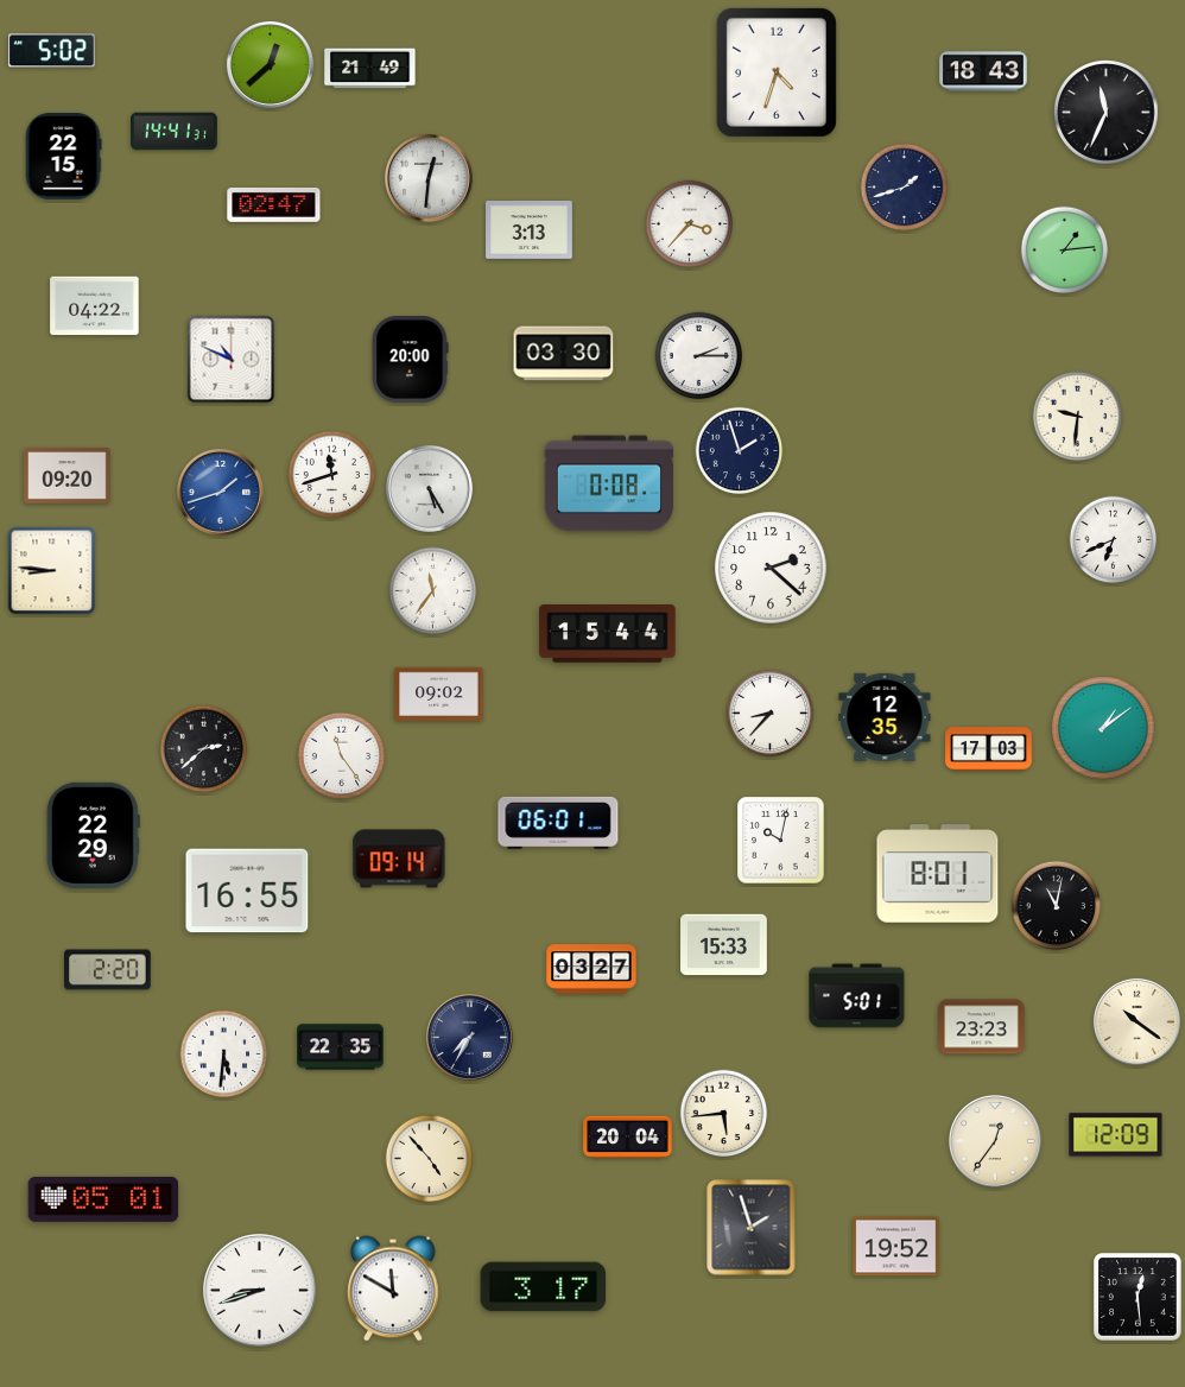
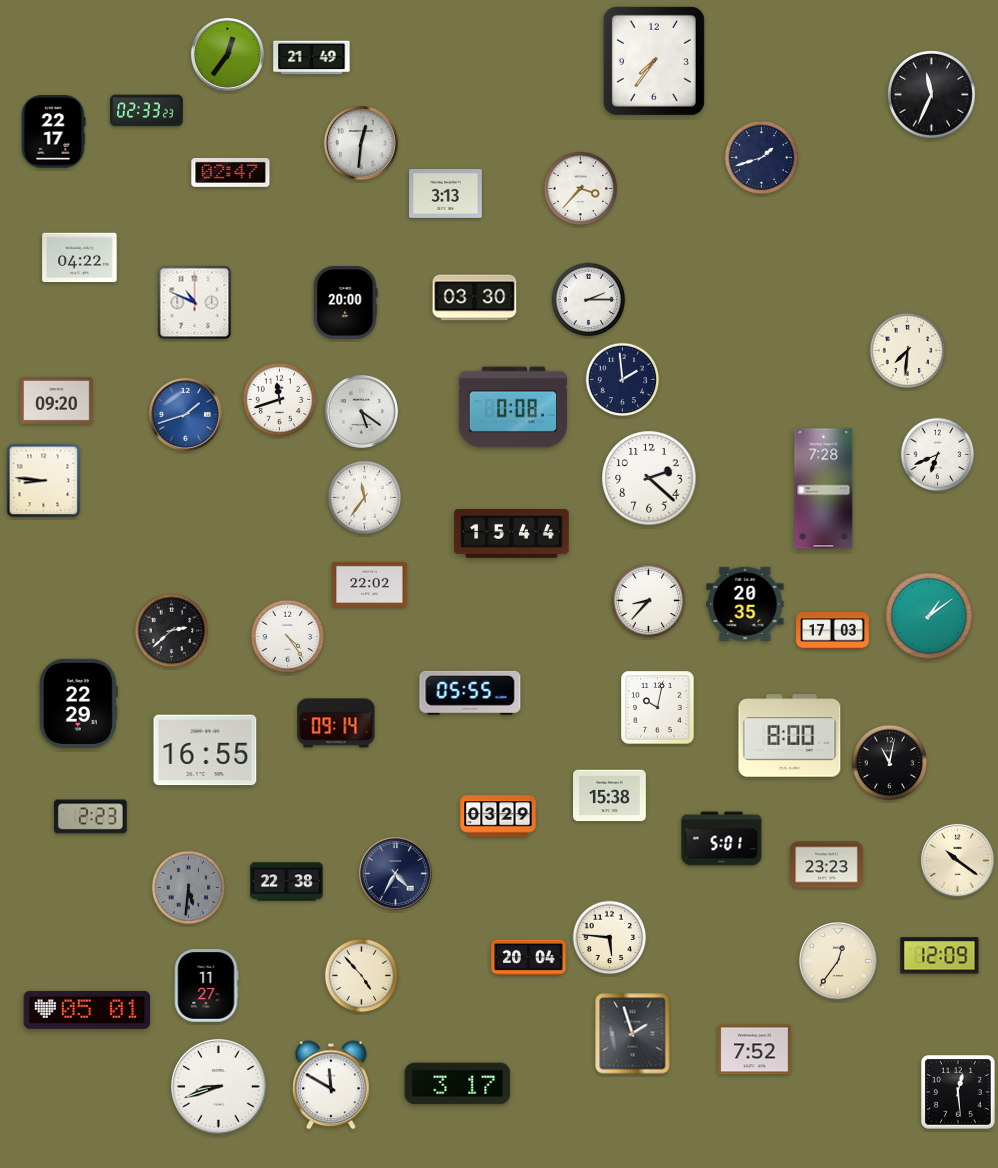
clock at (52, 51): 5:02 -> none
clock at (270, 64): 12:38 -> 12:36
clock at (983, 71): 18:43 -> none
clock at (777, 72): 4:33 -> 7:36
clock at (175, 132): 14:41 -> 02:33
clock at (63, 157): 22:15 -> 22:17
clock at (429, 178) position: (429, 178) -> (361, 143)
clock at (1065, 251): 1:14 -> none
clock at (1078, 417): 9:31 -> 7:31
clock at (740, 451): 1:57 -> 1:59
clock at (429, 488): 5:25 -> 5:21
clock at (824, 489): none -> 7:28
clock at (439, 693): 09:02 -> 22:02
clock at (885, 717): 12:35 -> 20:35
clock at (1104, 729) position: (1104, 729) -> (930, 617)
clock at (342, 756): 11:24 -> 4:24
clock at (558, 823): 06:01 -> 05:55
clock at (938, 874): 8:01 -> 8:00
clock at (247, 891) position: (247, 891) -> (205, 750)
clock at (724, 945): 15:33 -> 15:38
clock at (591, 969): 03:27 -> 03:29
clock at (108, 970): 2:20 -> 2:23
clock at (469, 1037): 7:35 -> 4:35
clock at (341, 1047): 22:35 -> 22:38
clock at (224, 1054) dial: white -> grey
clock at (724, 1114): 5:44 -> 5:46
clock at (206, 986): none -> 11:27
clock at (896, 1247): 19:52 -> 7:52
